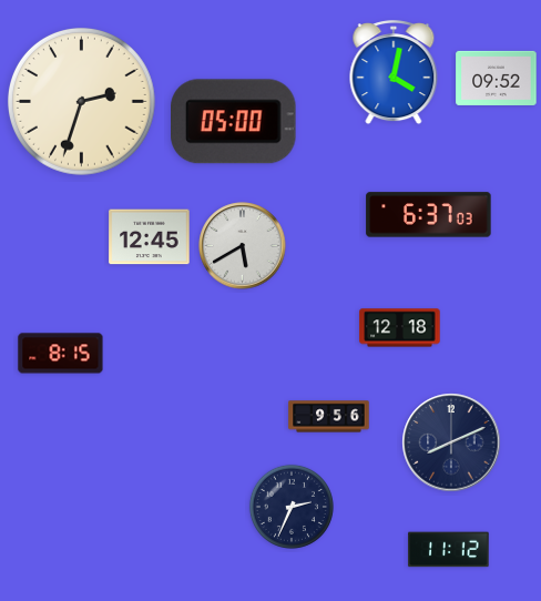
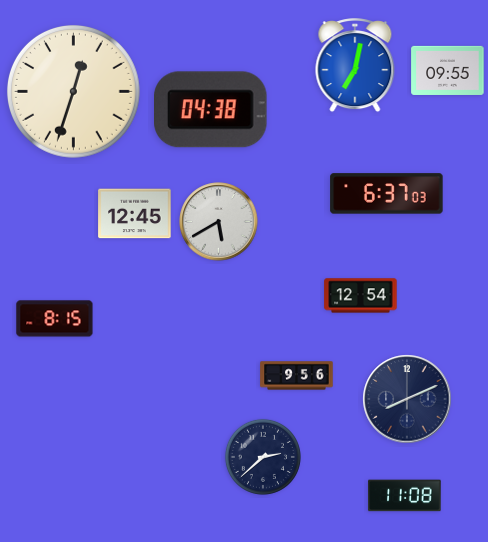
clock at (394, 73): 4:02 -> 7:02
clock at (497, 78): 09:52 -> 09:55
clock at (81, 101): 2:33 -> 12:33
clock at (234, 122): 05:00 -> 04:38
clock at (400, 328): 12:18 -> 12:54
clock at (292, 507): 2:34 -> 2:38
clock at (449, 550): 11:12 -> 11:08
